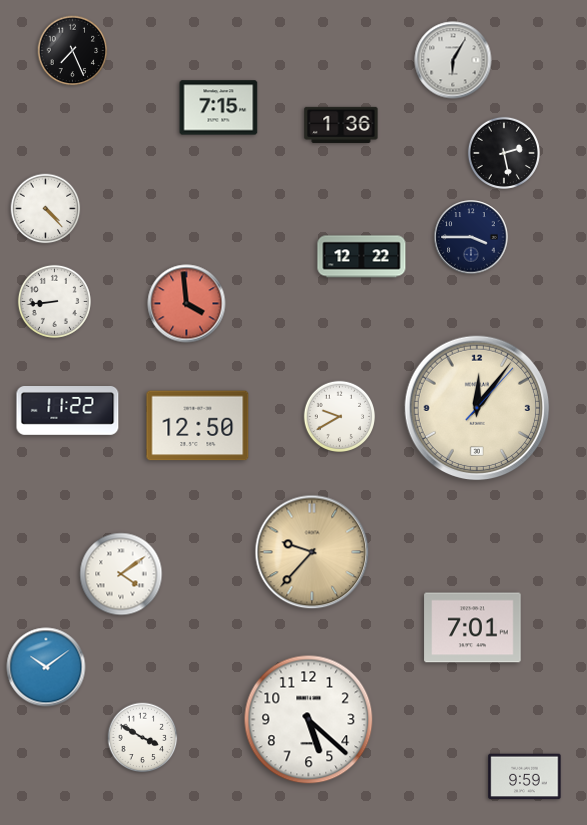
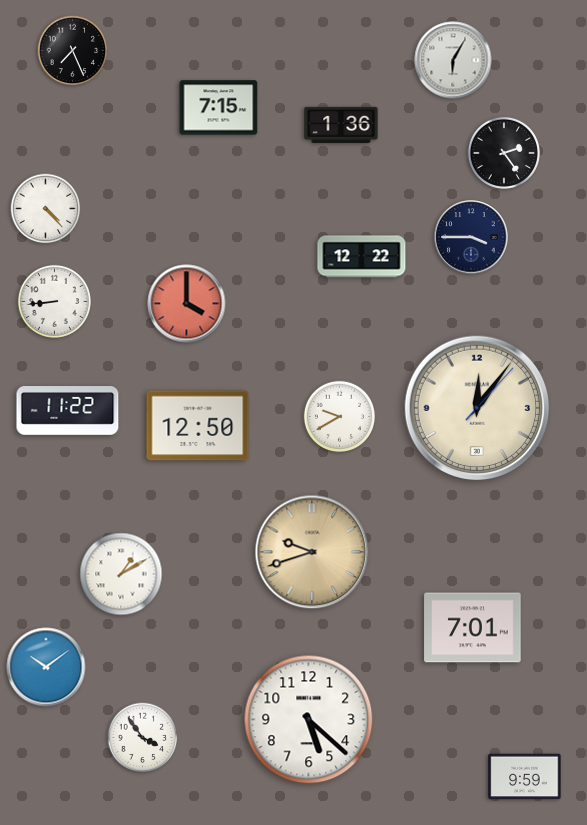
clock at (504, 153): 2:28 -> 2:24
clock at (187, 304): 3:59 -> 4:00
clock at (312, 552): 9:37 -> 9:42
clock at (121, 574): 4:09 -> 1:10
clock at (143, 738): 3:50 -> 3:54
